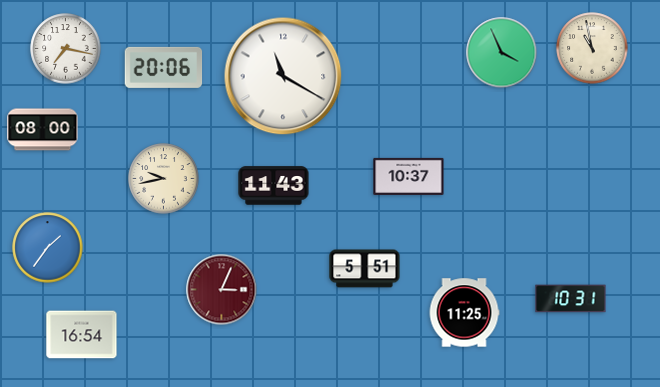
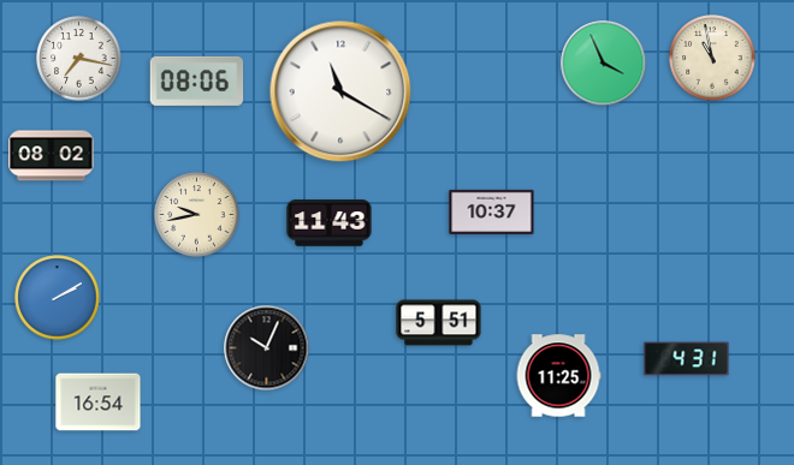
clock at (164, 67): 20:06 -> 08:06
clock at (43, 130): 08:00 -> 08:02
clock at (48, 248): 1:36 -> 2:10
clock at (222, 290): 3:04 -> 10:04
clock at (222, 290) dial: burgundy -> black
clock at (571, 299): 10:31 -> 4:31
